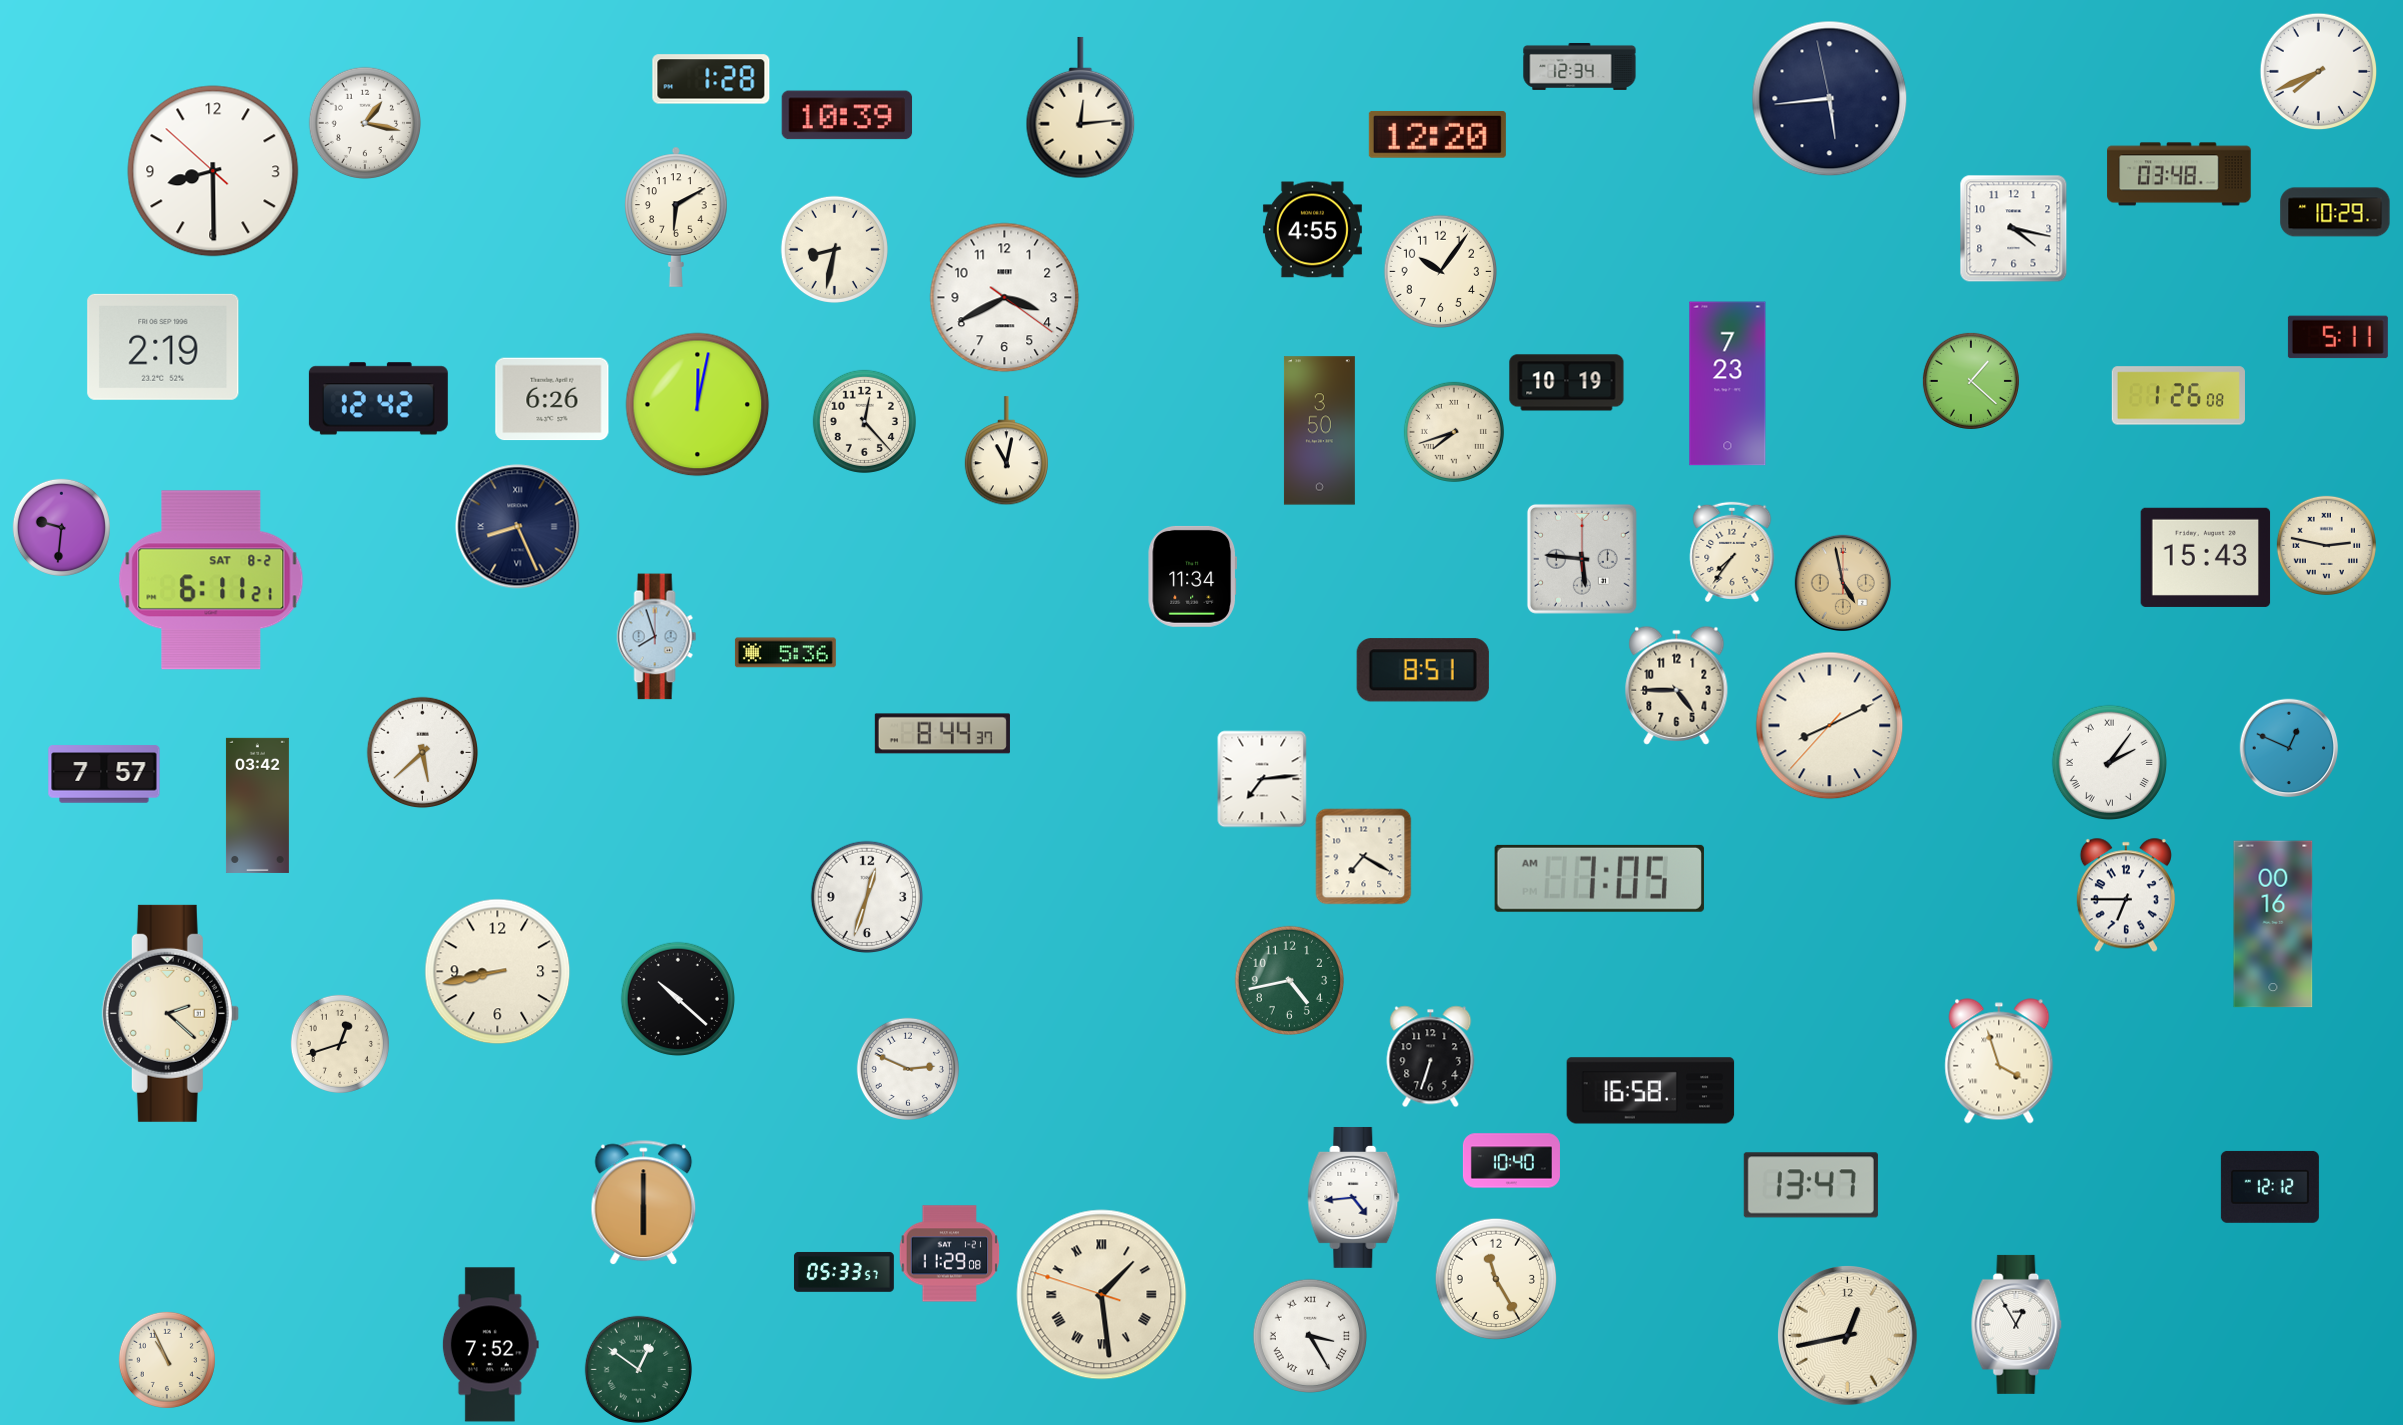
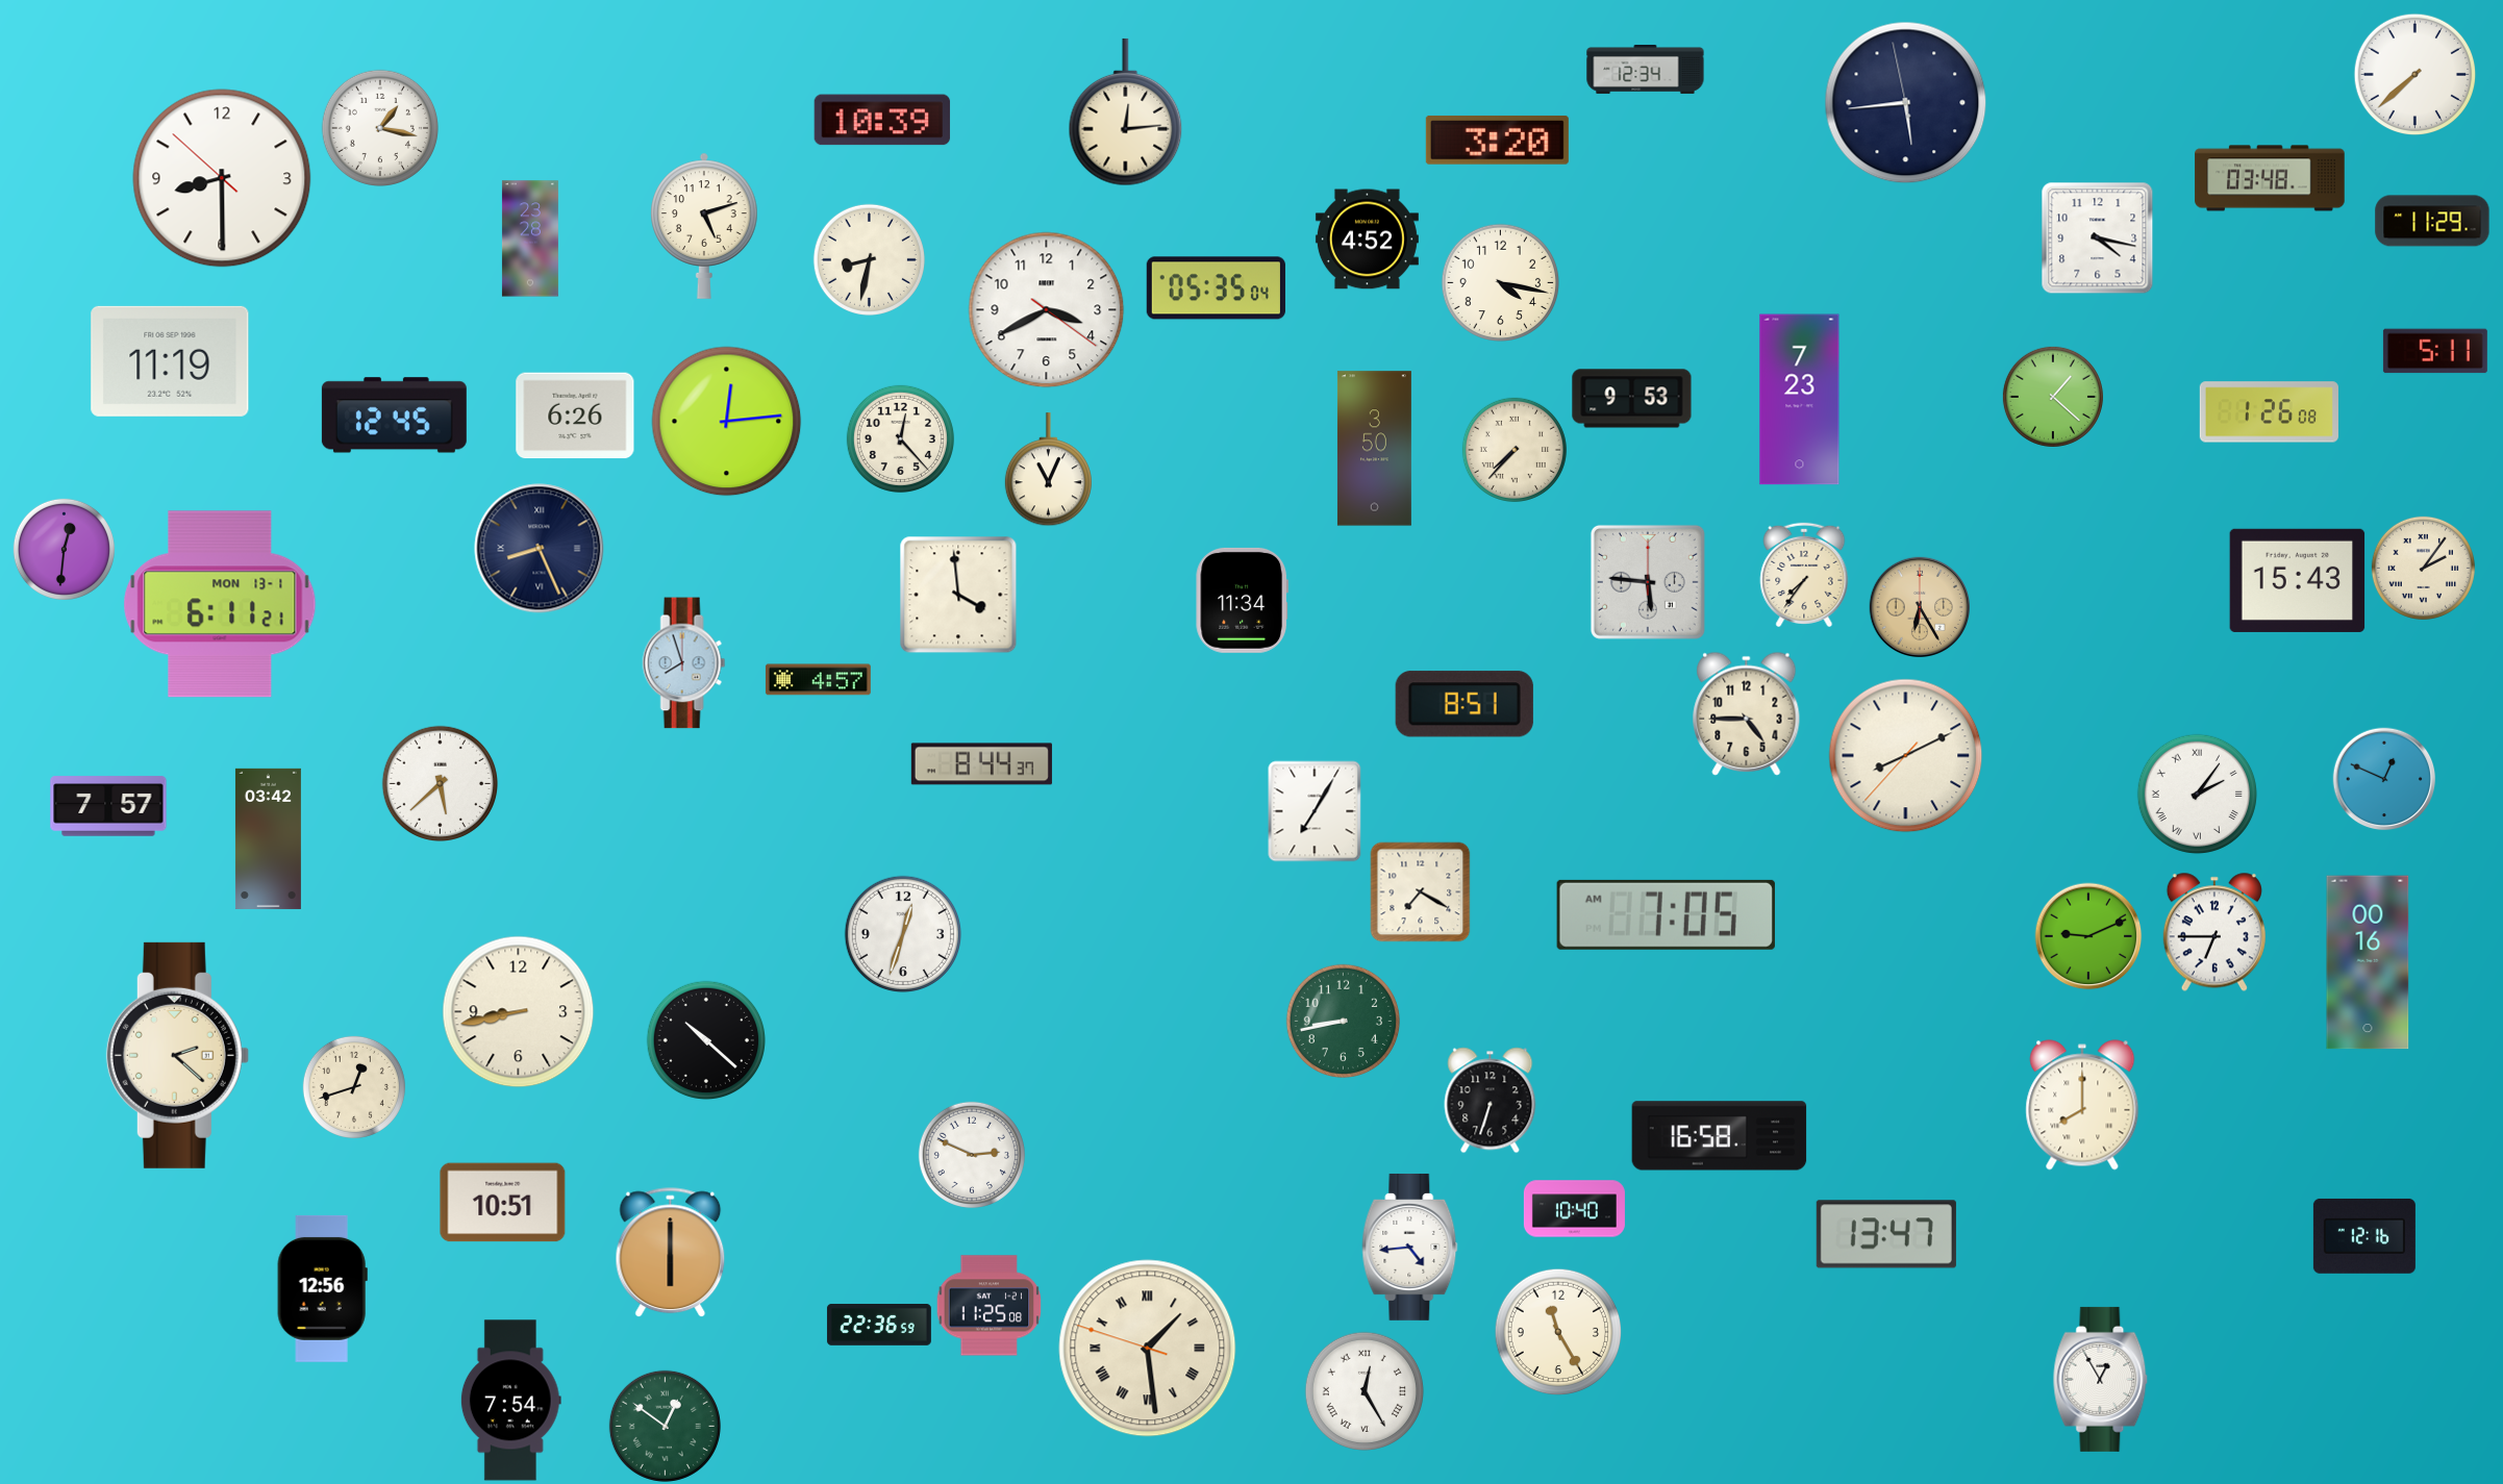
clock at (2319, 72): 7:41 -> 7:38
clock at (711, 79): 1:28 -> none
clock at (1437, 135): 12:20 -> 3:20
clock at (2179, 174) position: (2179, 174) -> (2270, 178)
clock at (2335, 212): 10:29 -> 11:29
clock at (676, 217): 6:10 -> 5:12
clock at (530, 238): none -> 23:28
clock at (1312, 230): 4:55 -> 4:52
clock at (1440, 271): 10:06 -> 4:17
clock at (1216, 288): none -> 05:35
clock at (163, 347): 2:19 -> 11:19
clock at (1567, 383): 10:19 -> 9:53
clock at (378, 399): 12:42 -> 12:45
clock at (698, 405): 12:02 -> 12:14
clock at (1454, 432): 7:42 -> 7:37
clock at (1006, 451): 11:02 -> 11:04
clock at (61, 527): 9:31 -> 12:31
clock at (2326, 545): 2:47 -> 2:06
clock at (958, 595): none -> 3:59
clock at (211, 580) date: SAT 8-2 -> MON 13-1
clock at (1842, 582): 4:58 -> 6:25
clock at (785, 653): 5:36 -> 4:57
clock at (1423, 670) position: (1423, 670) -> (1465, 704)
clock at (1262, 779): 7:14 -> 7:05
clock at (2088, 936): none -> 9:11
clock at (1289, 980): 4:43 -> 8:43
clock at (1999, 1061): 3:57 -> 8:00
clock at (908, 1069) position: (908, 1069) -> (972, 1155)
clock at (503, 1203): none -> 10:51
clock at (2270, 1187): 12:12 -> 12:16
clock at (322, 1288): none -> 12:56
clock at (950, 1254): 11:29 -> 11:25
clock at (844, 1272): 05:33 -> 22:36
clock at (1309, 1335): 3:25 -> 12:25
clock at (1848, 1336): 12:43 -> none
clock at (490, 1345): 7:52 -> 7:54
clock at (167, 1360): 10:56 -> none
